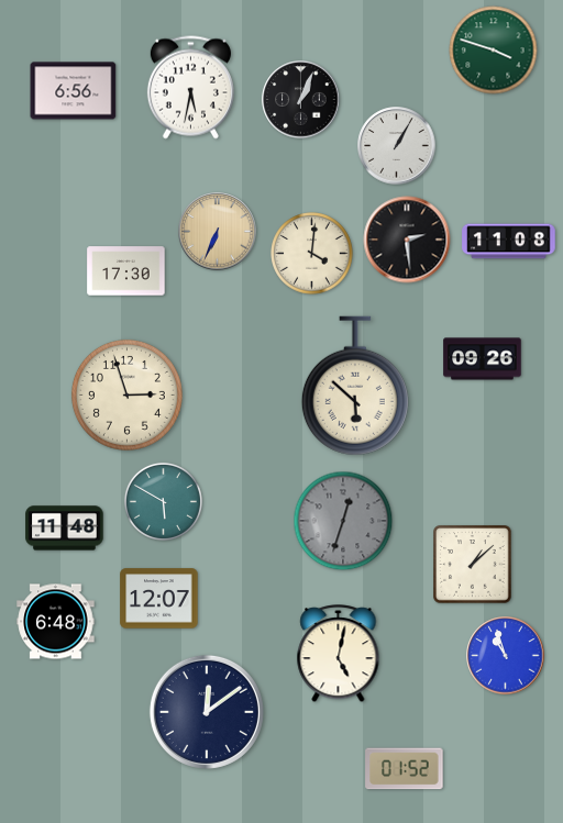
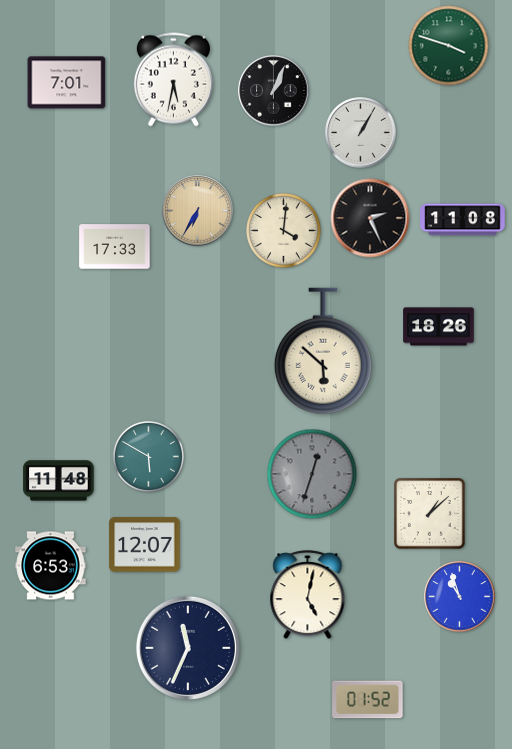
clock at (74, 91): 6:56 -> 7:01
clock at (218, 232): 6:34 -> 6:35
clock at (407, 240): 2:29 -> 2:26
clock at (126, 271): 17:30 -> 17:33
clock at (483, 359): 09:26 -> 18:26
clock at (126, 394): 2:57 -> none
clock at (56, 622): 6:48 -> 6:53
clock at (207, 712): 12:09 -> 11:34
